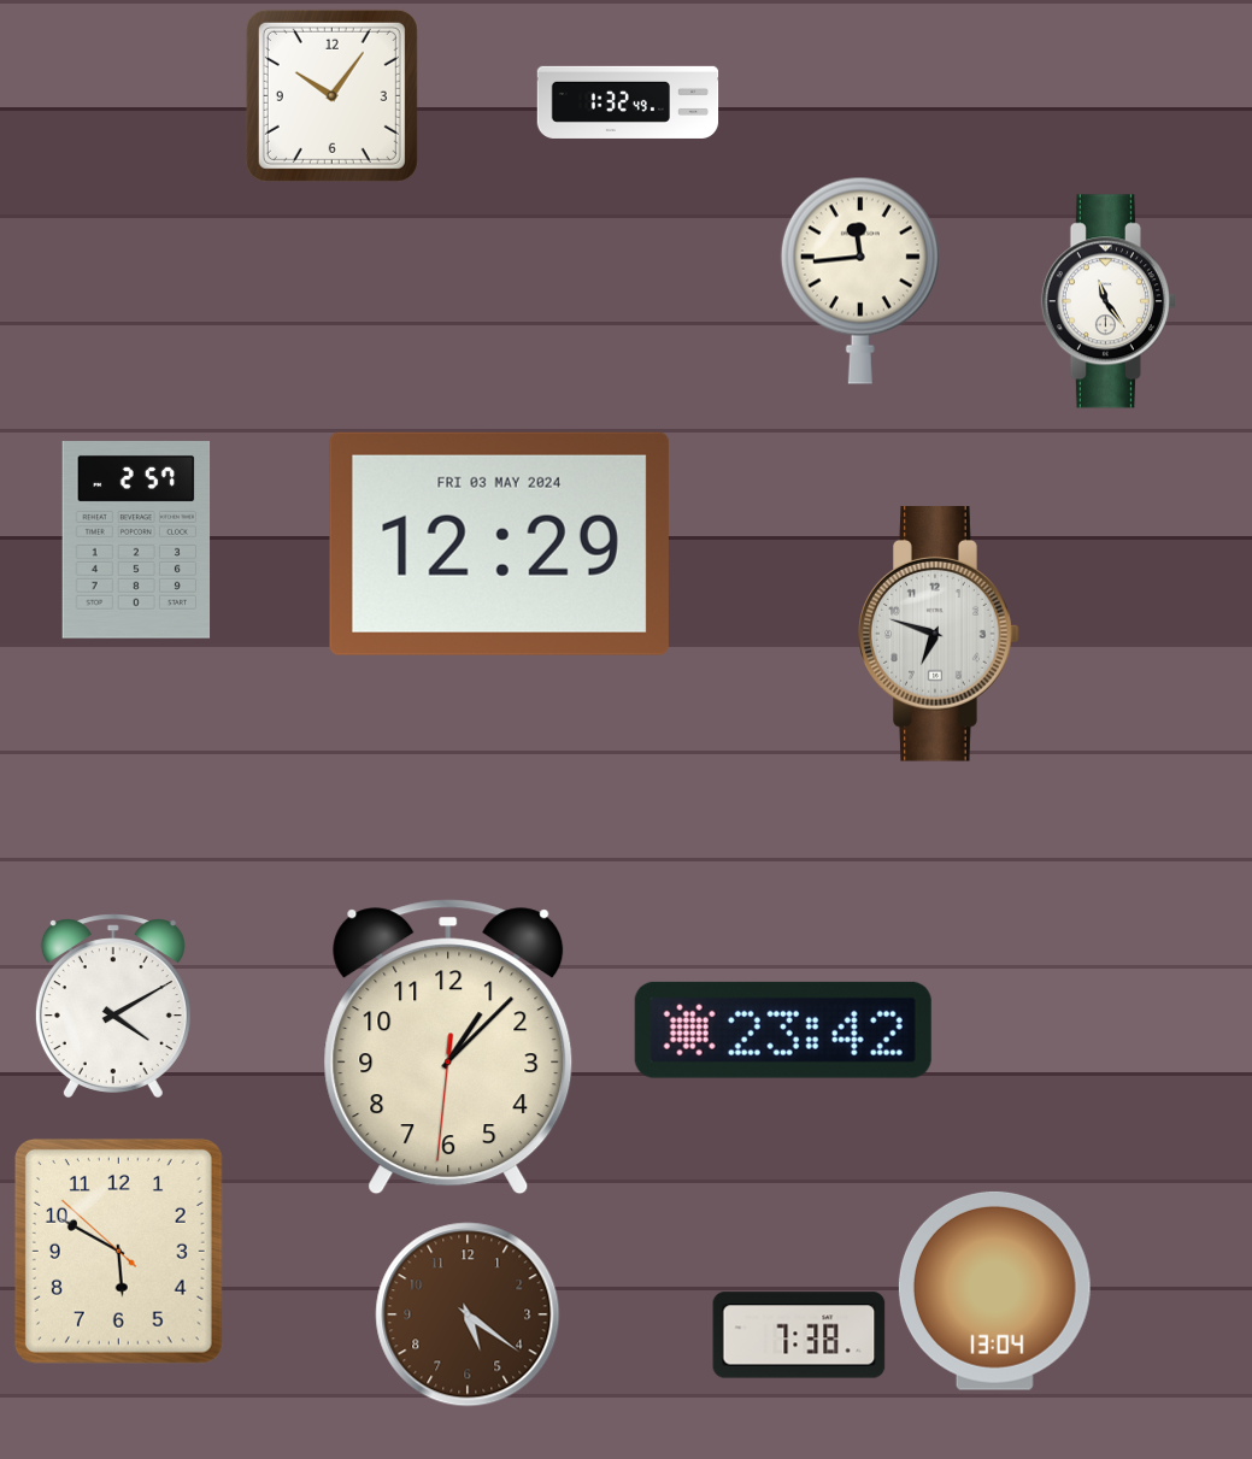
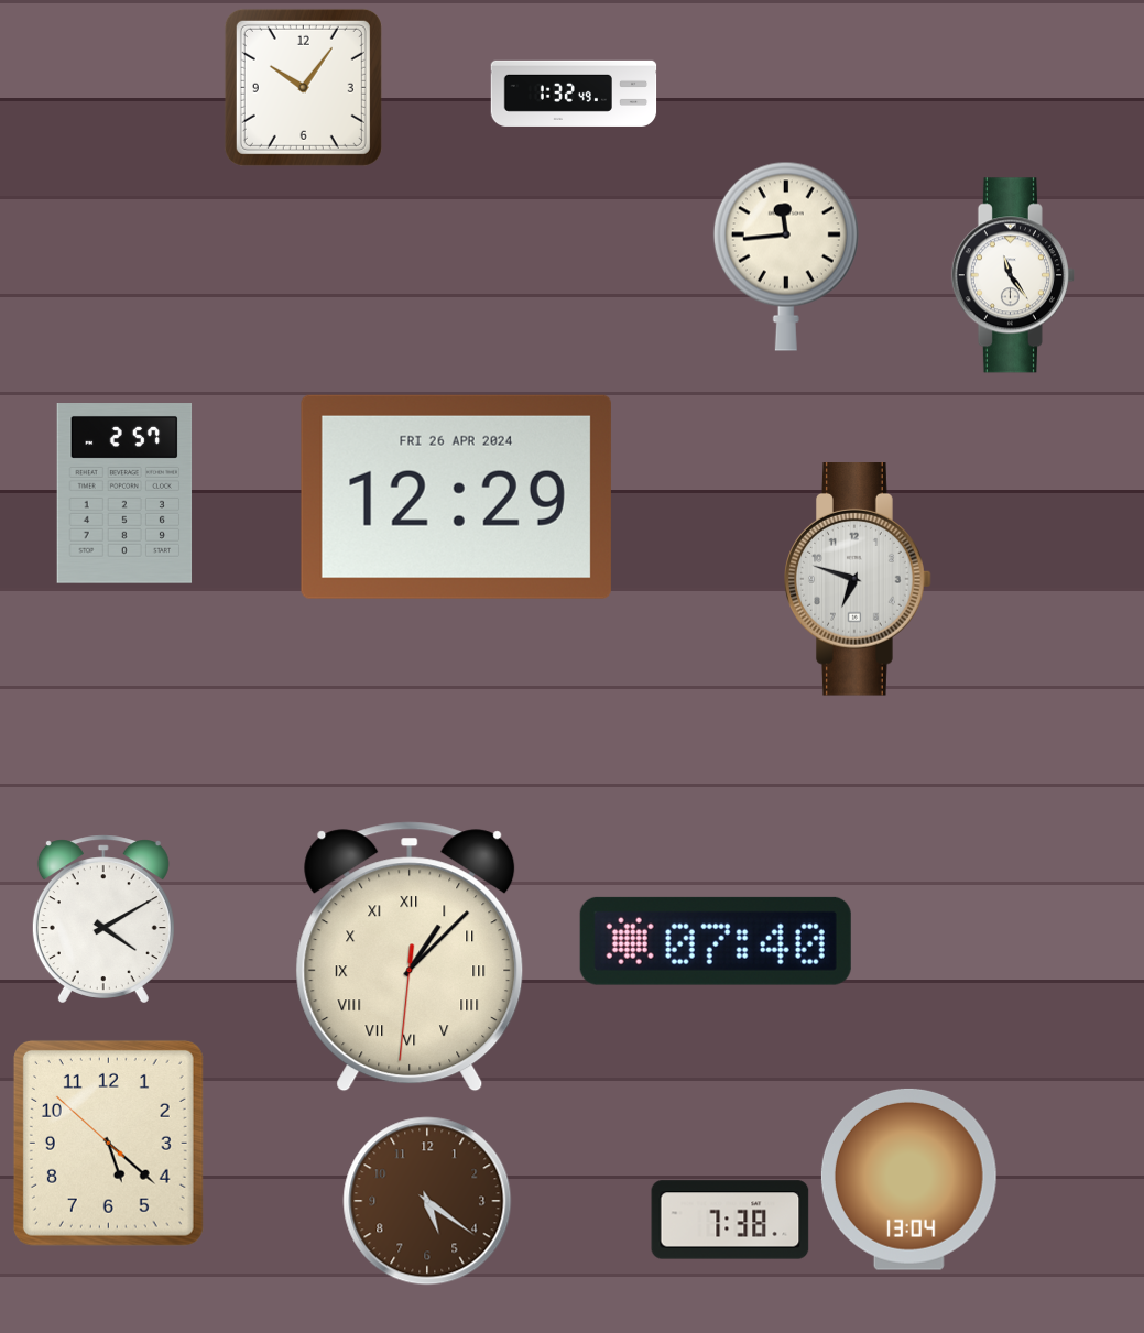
clock at (499, 543) date: FRI 03 MAY 2024 -> FRI 26 APR 2024
clock at (783, 1030): 23:42 -> 07:40
clock at (448, 1047) numerals: Arabic -> Roman
clock at (118, 1251): 5:49 -> 5:21
